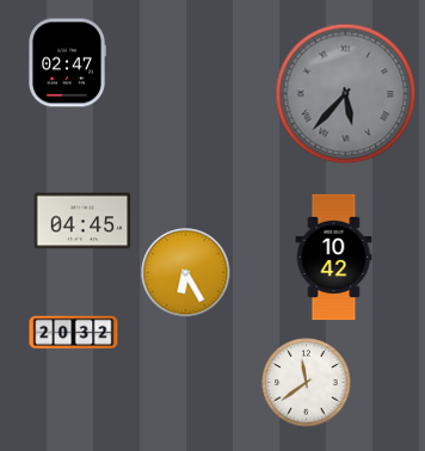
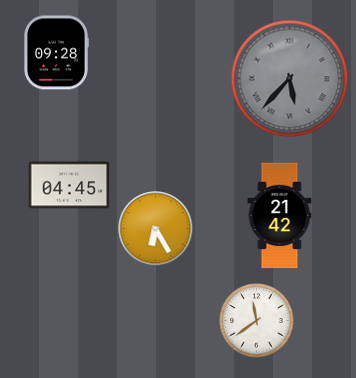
clock at (67, 63): 02:47 -> 09:28
clock at (334, 258): 10:42 -> 21:42
clock at (74, 333): 20:32 -> none
